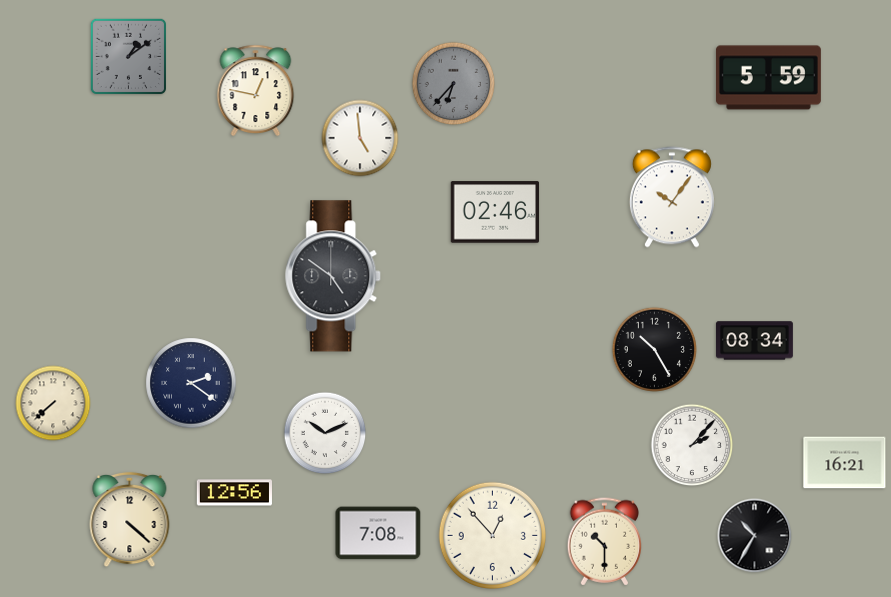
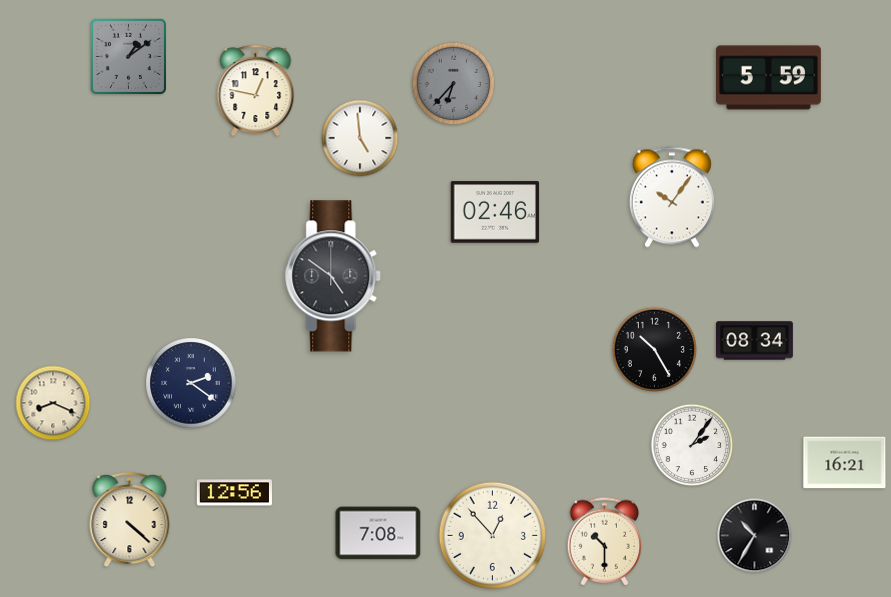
clock at (53, 403): 7:38 -> 8:19
clock at (325, 433): 10:11 -> none
clock at (692, 445): 2:07 -> 2:06
